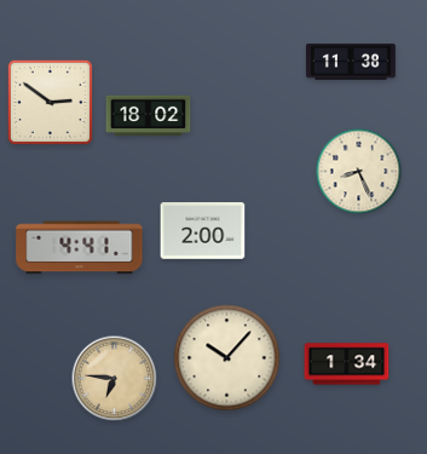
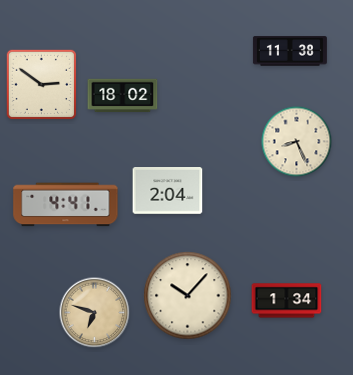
clock at (203, 231): 2:00 -> 2:04
clock at (115, 379): 6:46 -> 6:48
